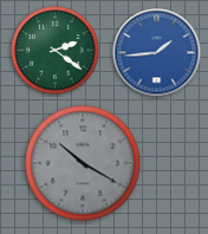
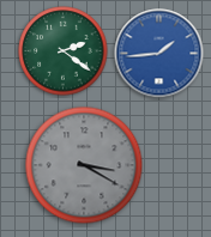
clock at (56, 51) position: (56, 51) -> (64, 51)
clock at (83, 163): 10:20 -> 3:20
